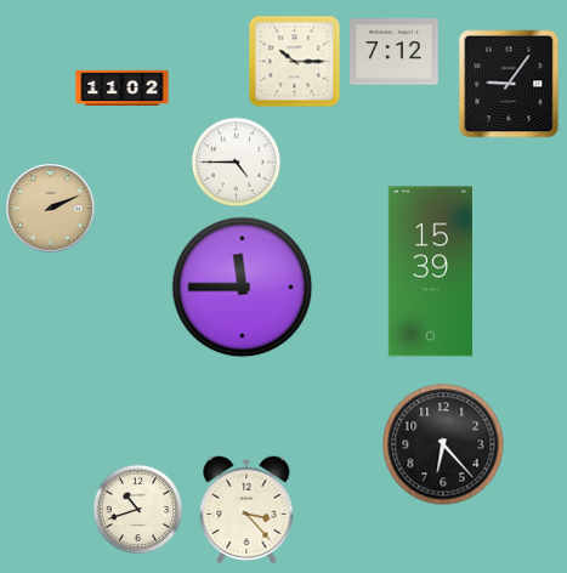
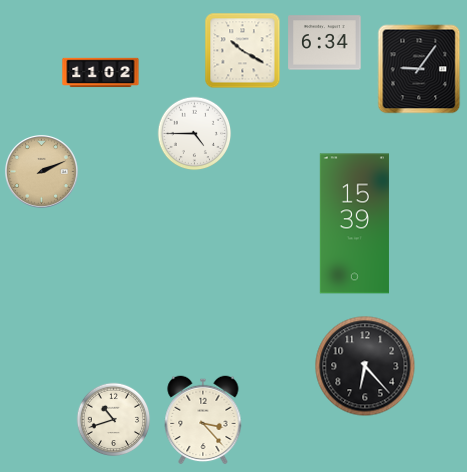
clock at (395, 52): 7:12 -> 6:34
clock at (295, 62): 10:15 -> 10:20
clock at (243, 288): 11:45 -> none
